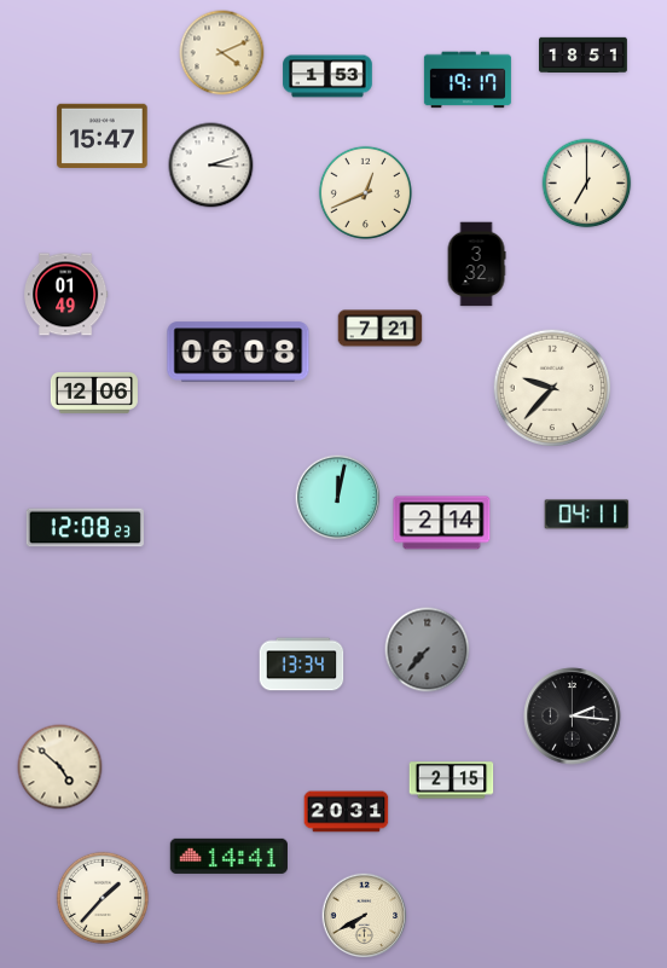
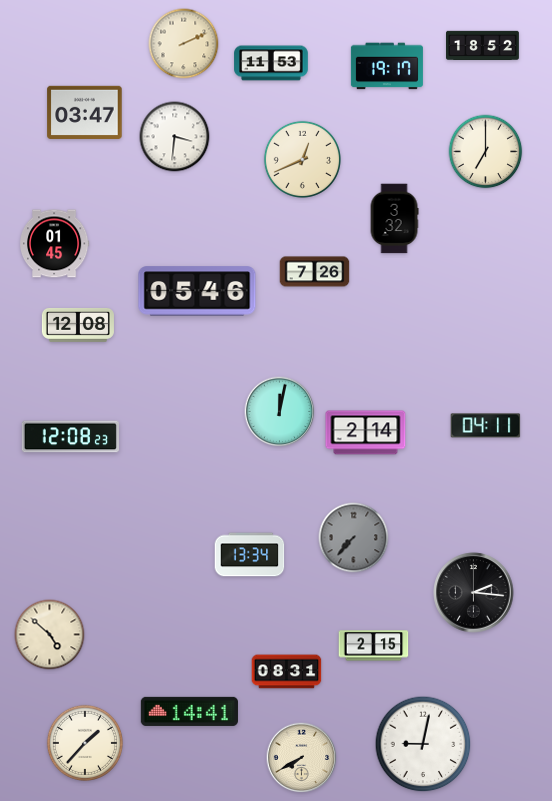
clock at (222, 53): 4:11 -> 2:11
clock at (584, 54): 18:51 -> 18:52
clock at (327, 76): 1:53 -> 11:53
clock at (103, 135): 15:47 -> 03:47
clock at (211, 166): 3:12 -> 3:31
clock at (65, 295): 01:49 -> 01:45
clock at (381, 329): 7:21 -> 7:26
clock at (238, 352): 06:08 -> 05:46
clock at (552, 388): 9:37 -> none
clock at (94, 393): 12:06 -> 12:08
clock at (302, 665) position: (302, 665) -> (250, 555)
clock at (347, 812): 20:31 -> 08:31
clock at (228, 856) position: (228, 856) -> (189, 711)
clock at (423, 744): none -> 9:02
